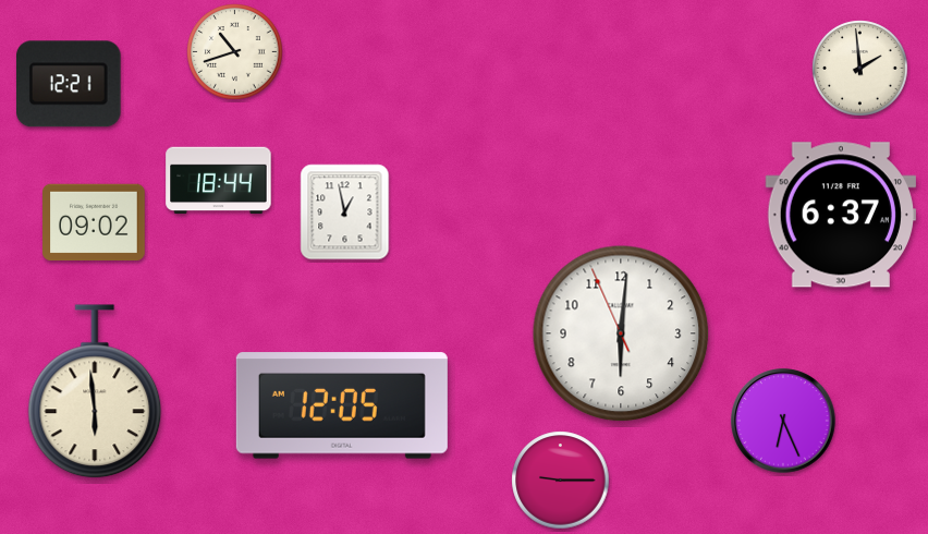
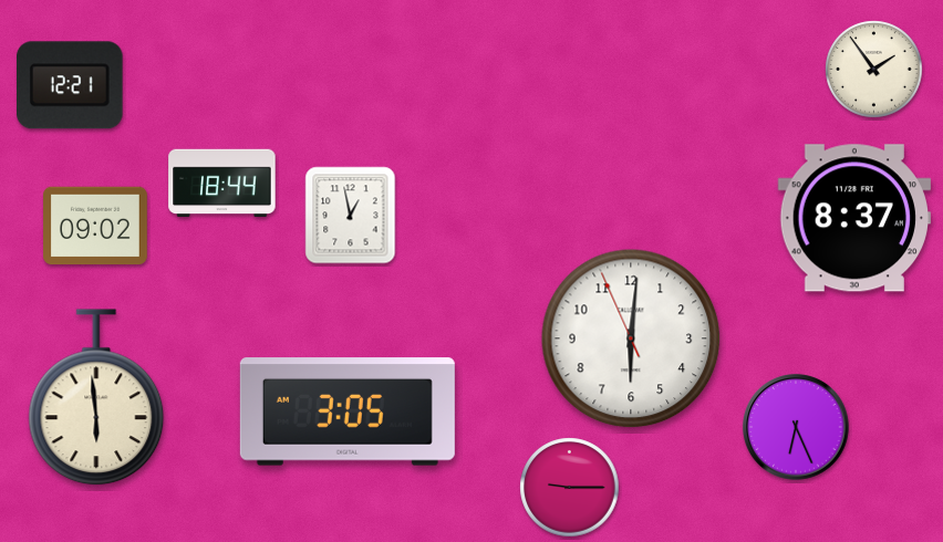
clock at (235, 52): 10:42 -> none
clock at (860, 69): 1:59 -> 1:54
clock at (840, 215): 6:37 -> 8:37
clock at (342, 405): 12:05 -> 3:05
